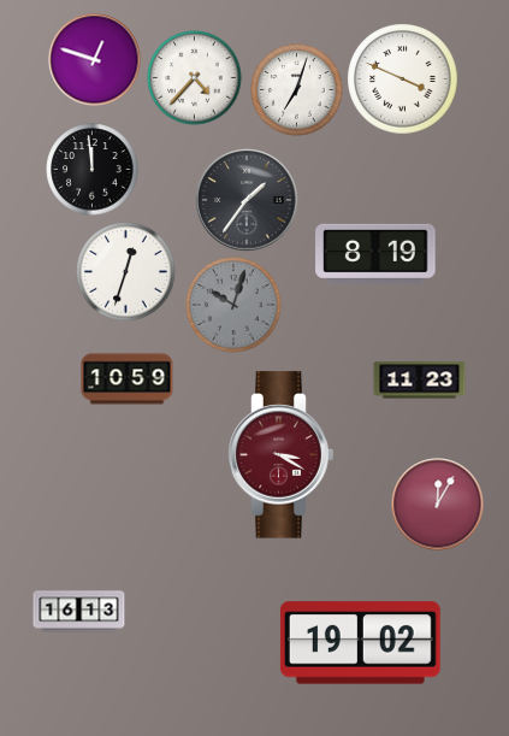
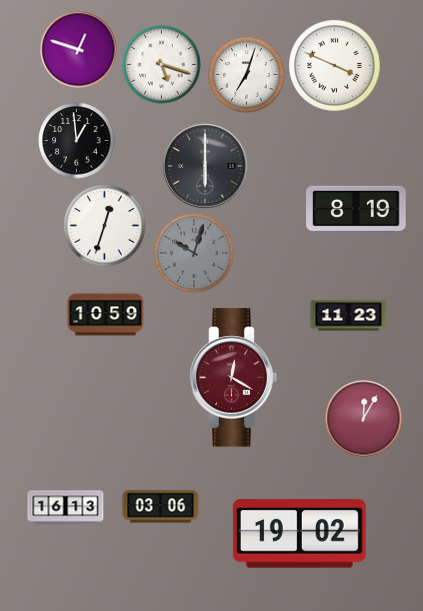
clock at (195, 78): 4:37 -> 5:18
clock at (93, 170): 11:59 -> 12:59
clock at (247, 200): 1:36 -> 6:00
clock at (375, 254) position: (375, 254) -> (356, 211)
clock at (282, 455): 3:20 -> 12:20
clock at (161, 507): none -> 03:06
